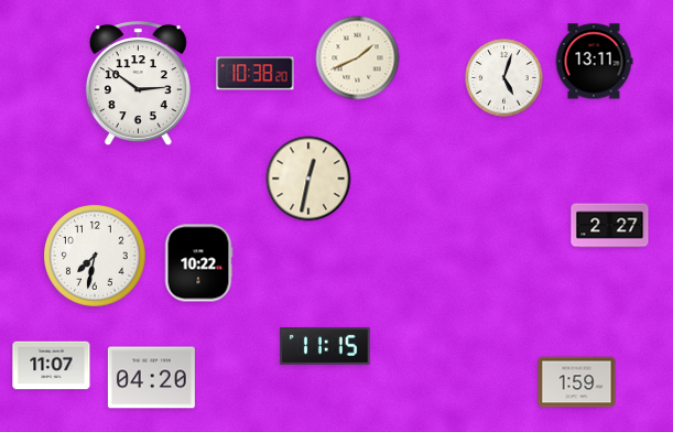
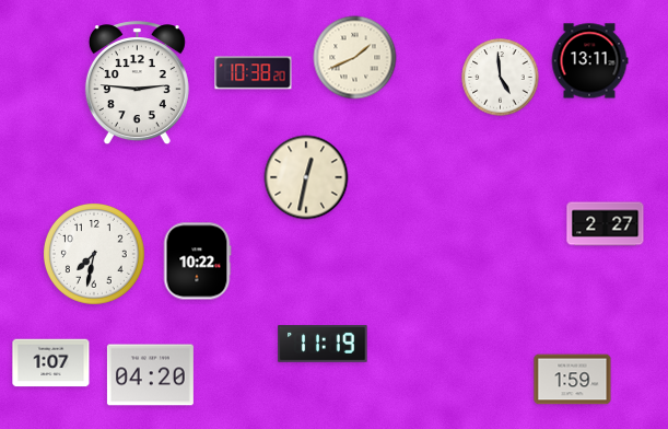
clock at (504, 78): 5:03 -> 4:59
clock at (138, 84): 2:51 -> 2:46
clock at (325, 347): 11:15 -> 11:19
clock at (52, 366): 11:07 -> 1:07
